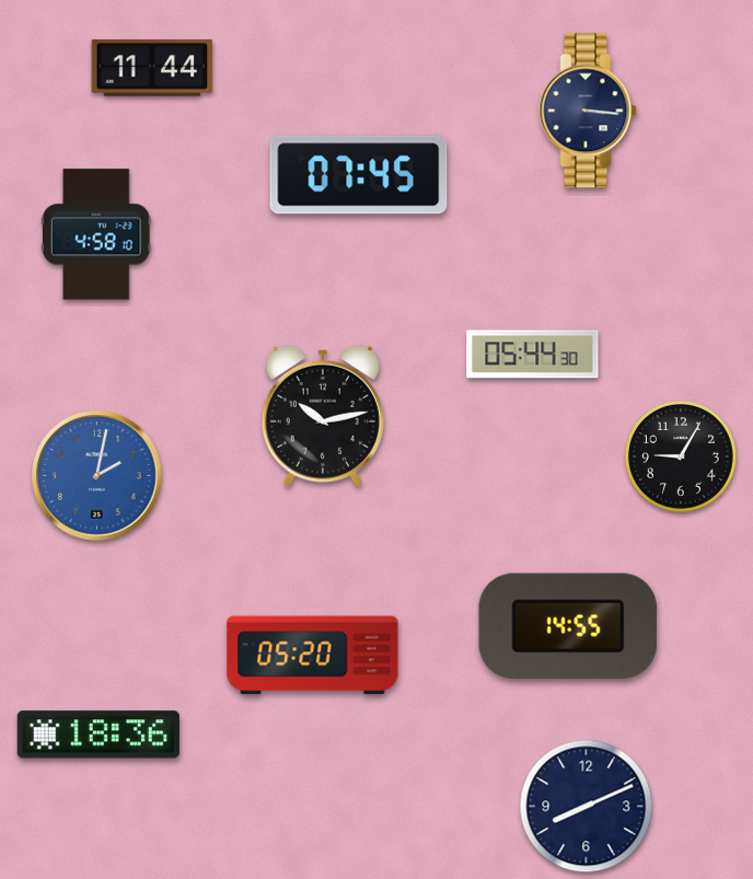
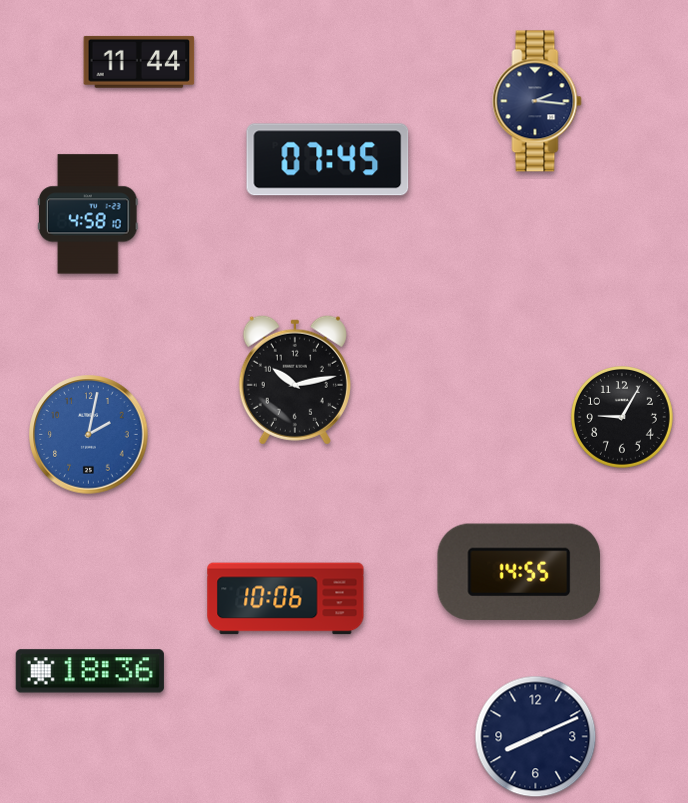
clock at (588, 111): 3:16 -> 2:16
clock at (533, 355): 05:44 -> none
clock at (313, 656): 05:20 -> 10:06
